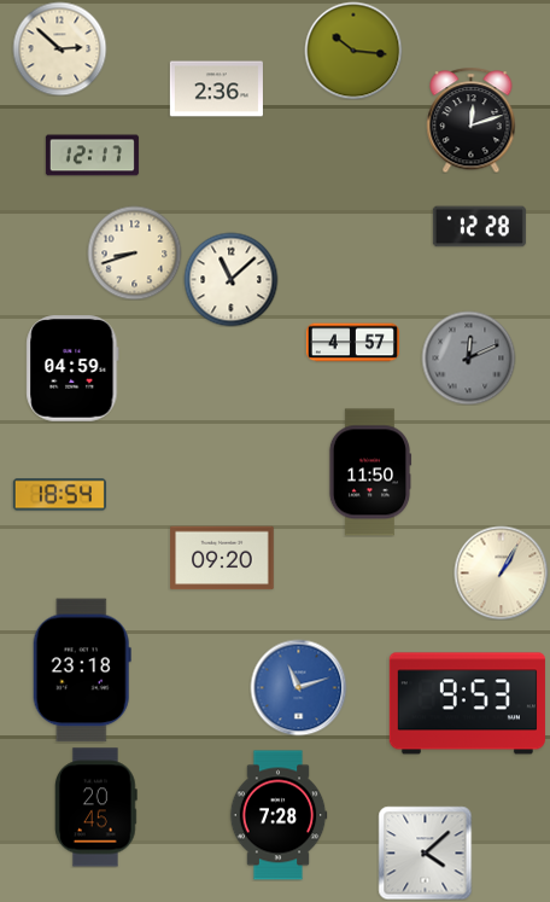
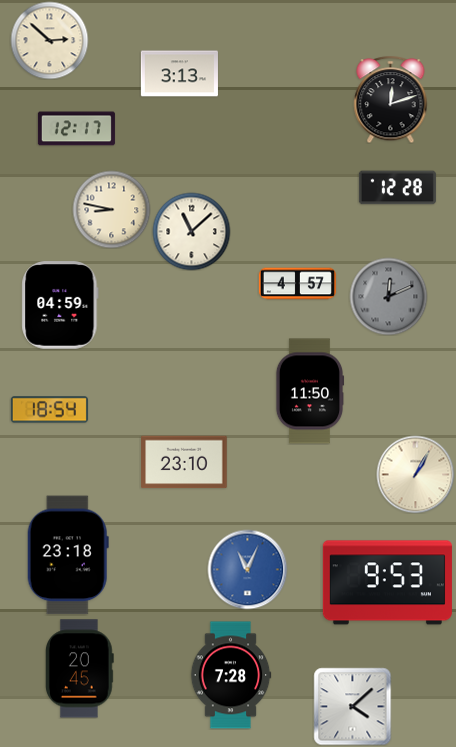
clock at (353, 51): 10:16 -> none
clock at (216, 89): 2:36 -> 3:13
clock at (134, 252): 8:42 -> 8:47
clock at (352, 343) position: (352, 343) -> (297, 284)
clock at (370, 472) position: (370, 472) -> (310, 391)
clock at (222, 558): 09:20 -> 23:10
clock at (298, 687): 11:12 -> 11:04
